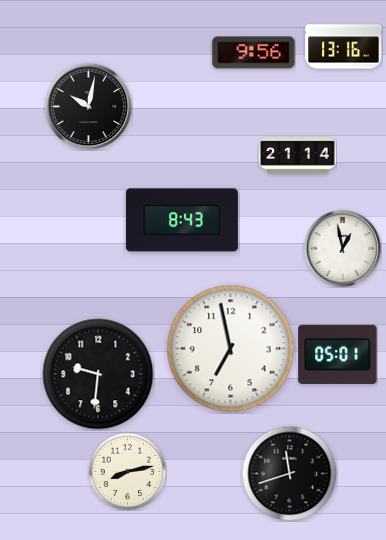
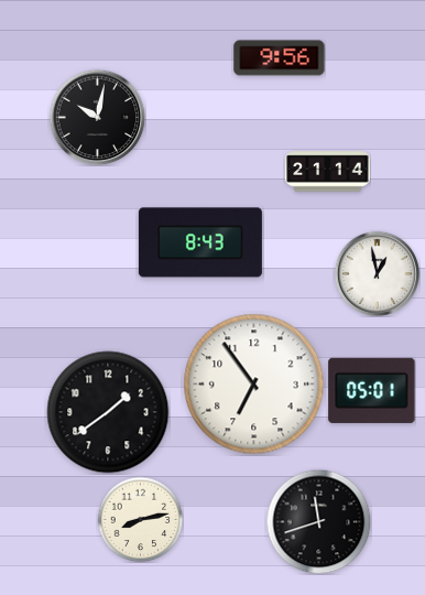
clock at (344, 47): 13:16 -> none
clock at (231, 349): 6:58 -> 6:54
clock at (98, 374): 9:31 -> 1:39
